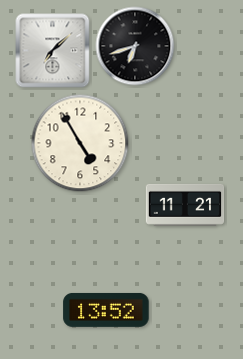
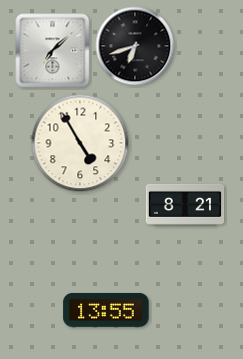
clock at (185, 205): 11:21 -> 8:21
clock at (106, 310): 13:52 -> 13:55
